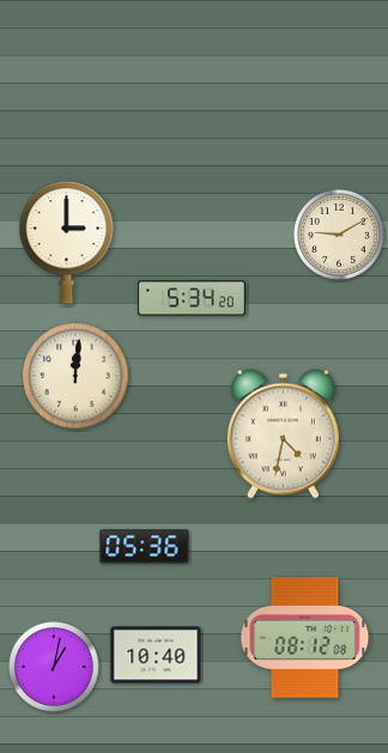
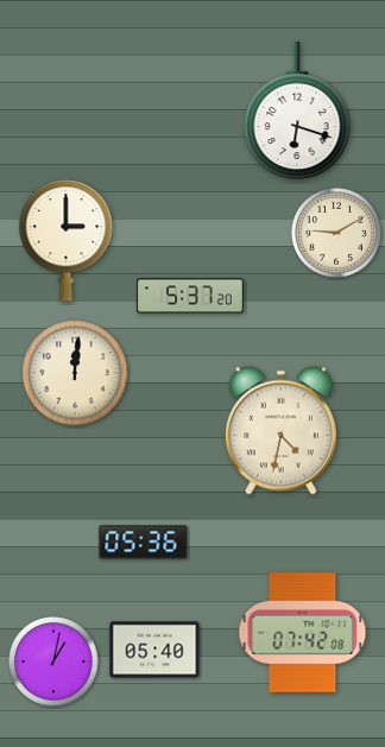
clock at (297, 110): none -> 6:18
clock at (192, 298): 5:34 -> 5:37
clock at (305, 638): 08:12 -> 07:42
clock at (156, 655): 10:40 -> 05:40
